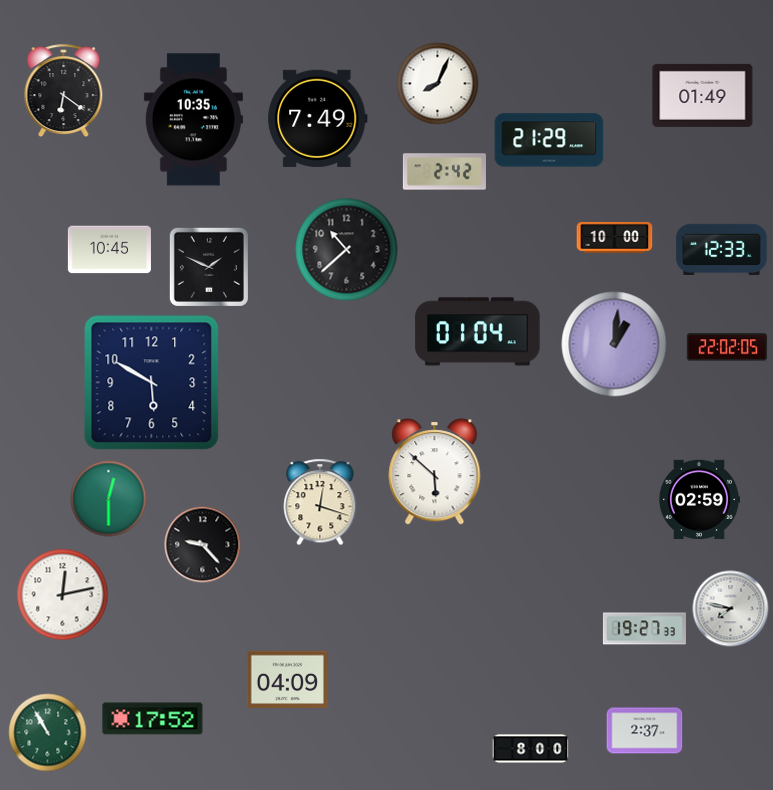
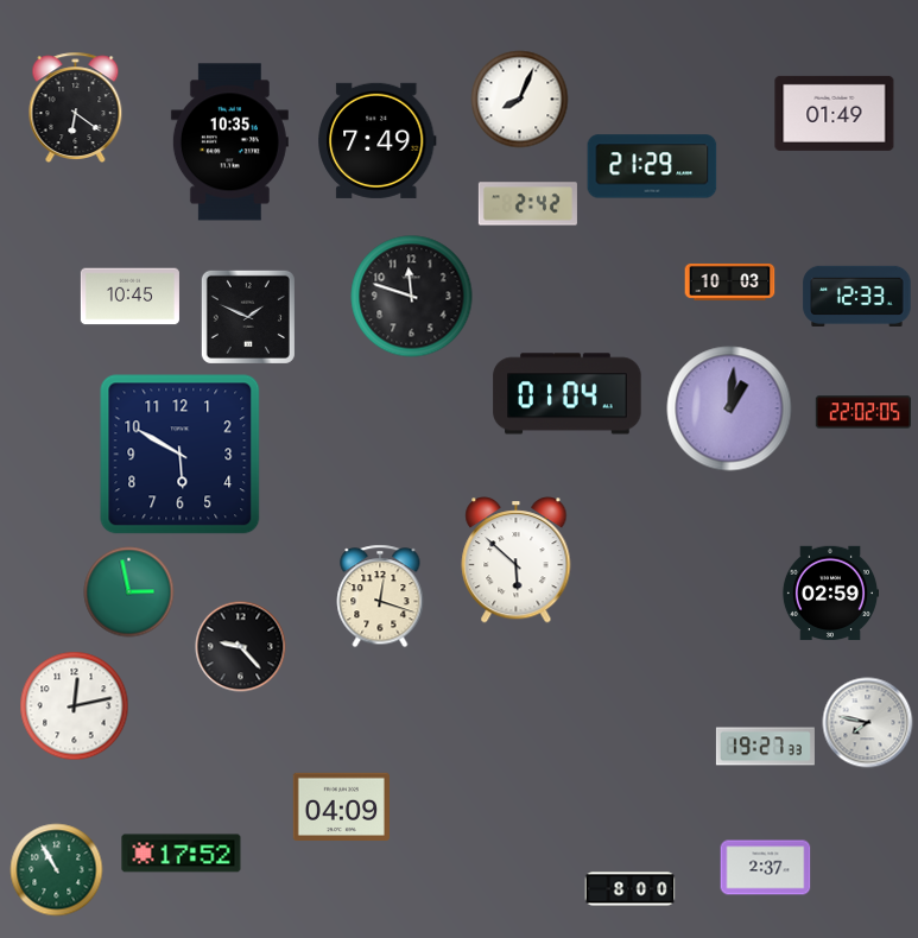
clock at (615, 237): 10:00 -> 10:03
clock at (347, 250): 10:38 -> 11:48
clock at (109, 499): 12:30 -> 2:58
